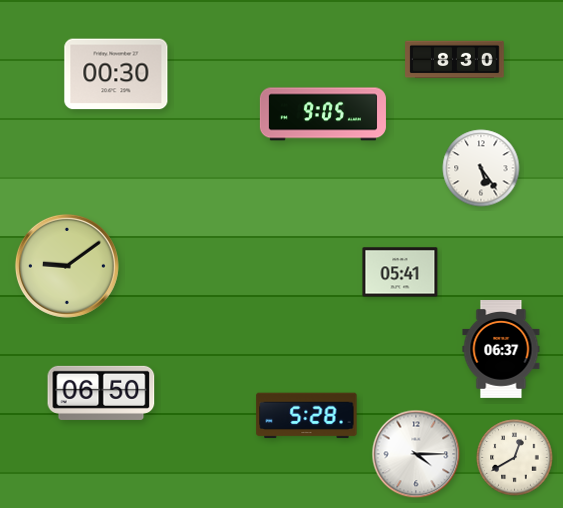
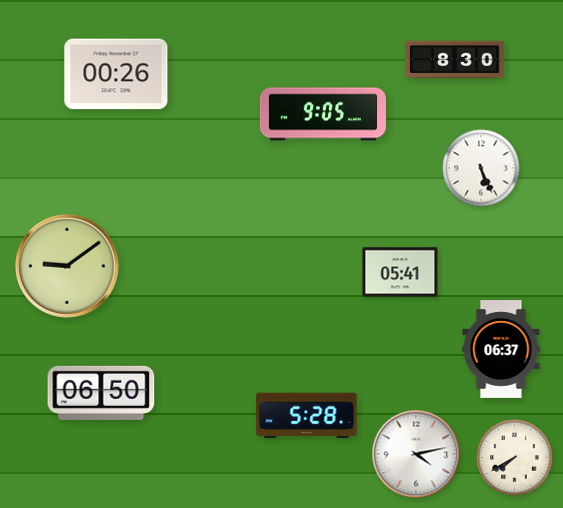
clock at (116, 74): 00:30 -> 00:26
clock at (481, 168): 5:24 -> 5:26
clock at (416, 454): 4:15 -> 4:13
clock at (515, 458): 12:40 -> 7:40
